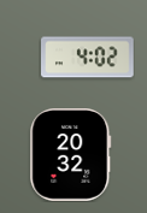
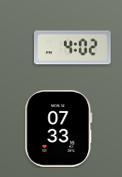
clock at (71, 155): 20:32 -> 07:33
